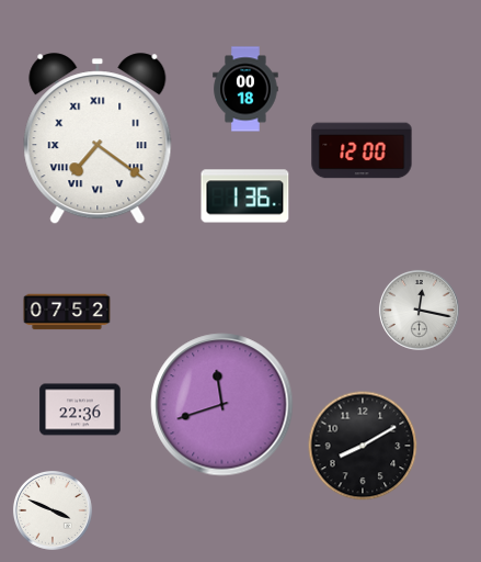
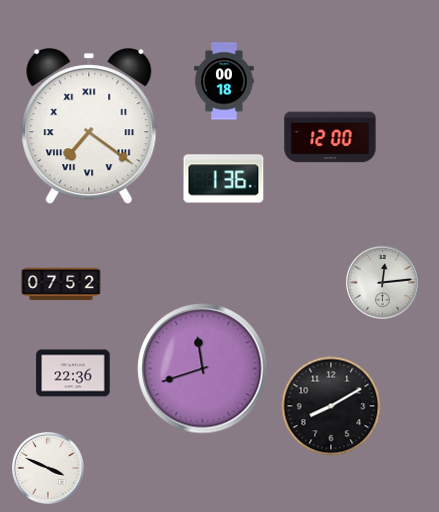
clock at (419, 310): 12:17 -> 12:14
clock at (53, 510) position: (53, 510) -> (48, 468)
